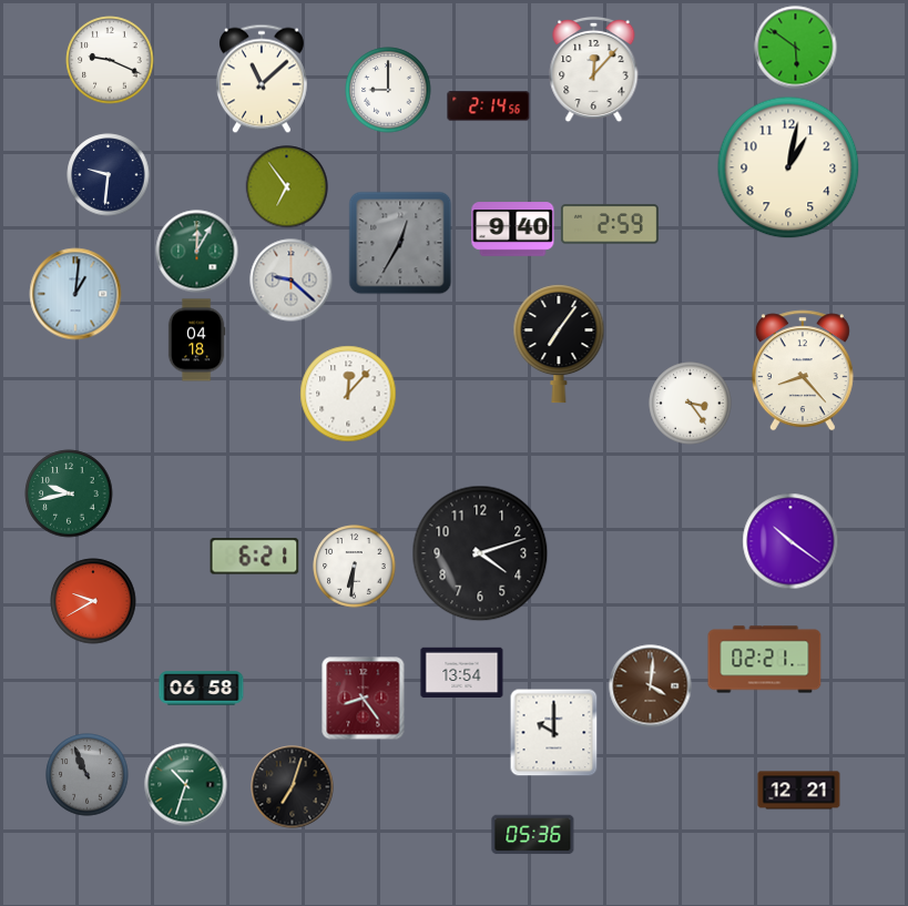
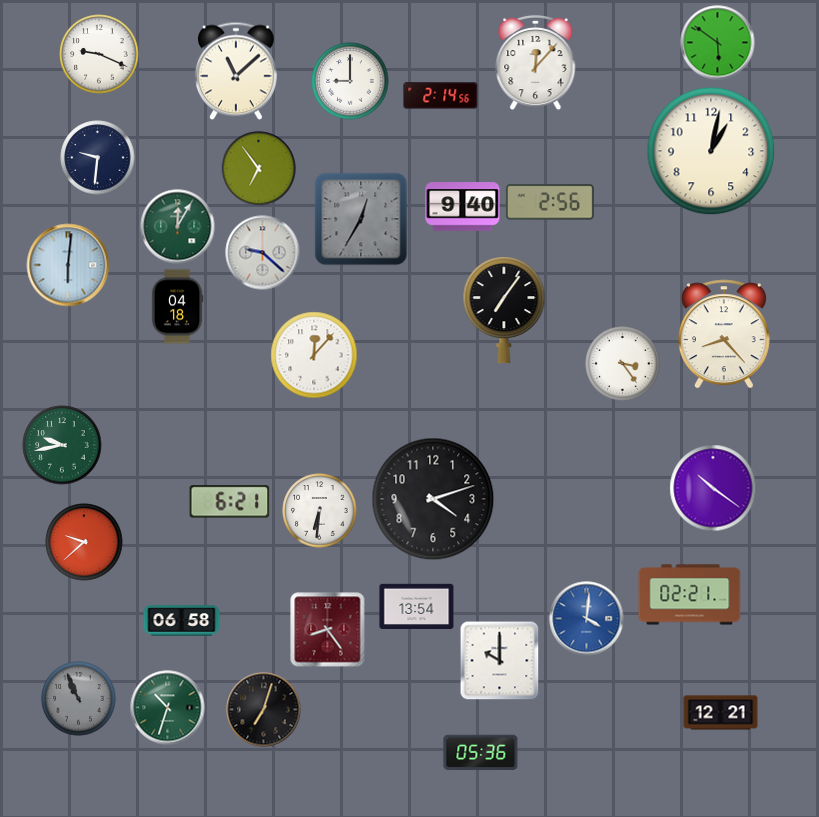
clock at (610, 224): 2:59 -> 2:56
clock at (75, 294): 1:01 -> 6:01
clock at (93, 601): 9:40 -> 9:38
clock at (651, 686) dial: brown -> blue
